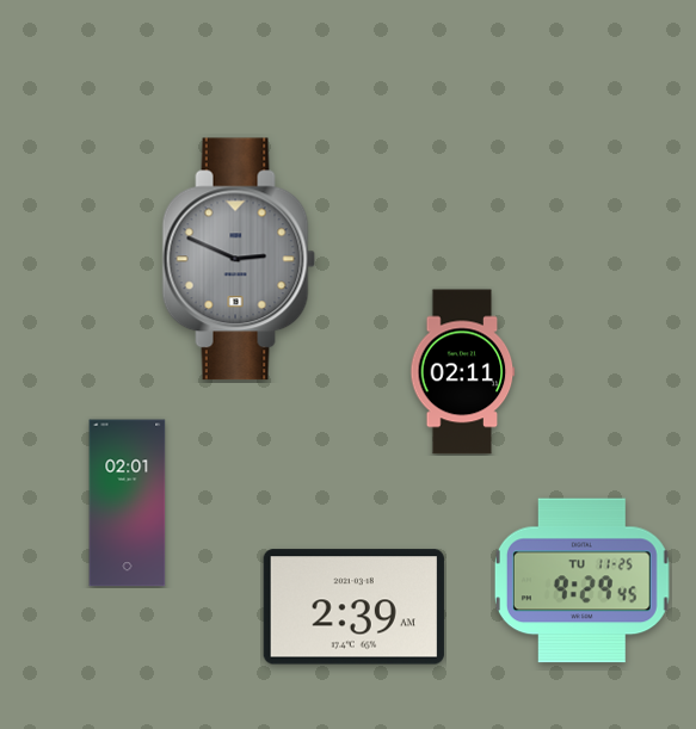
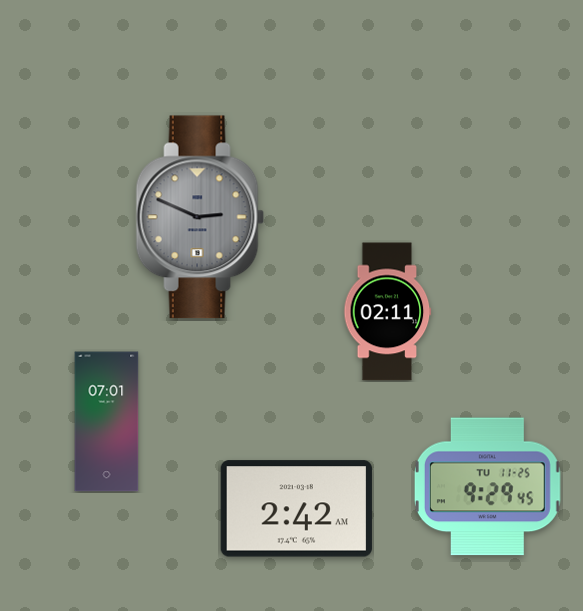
clock at (128, 503): 02:01 -> 07:01
clock at (353, 607): 2:39 -> 2:42
